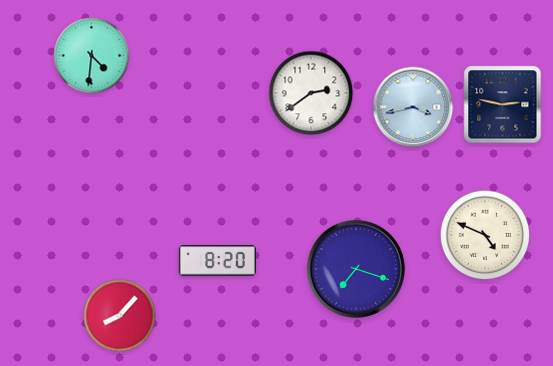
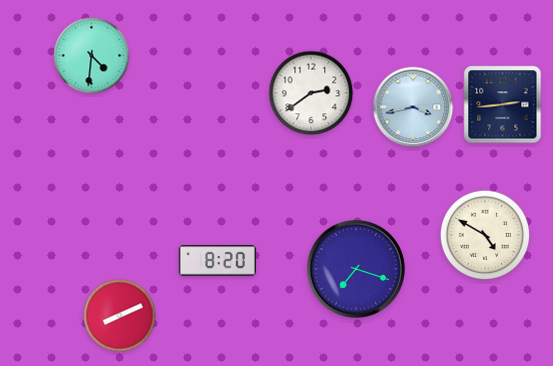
clock at (503, 105): 2:47 -> 2:44
clock at (485, 235): 4:49 -> 4:50
clock at (120, 316): 8:07 -> 8:11
